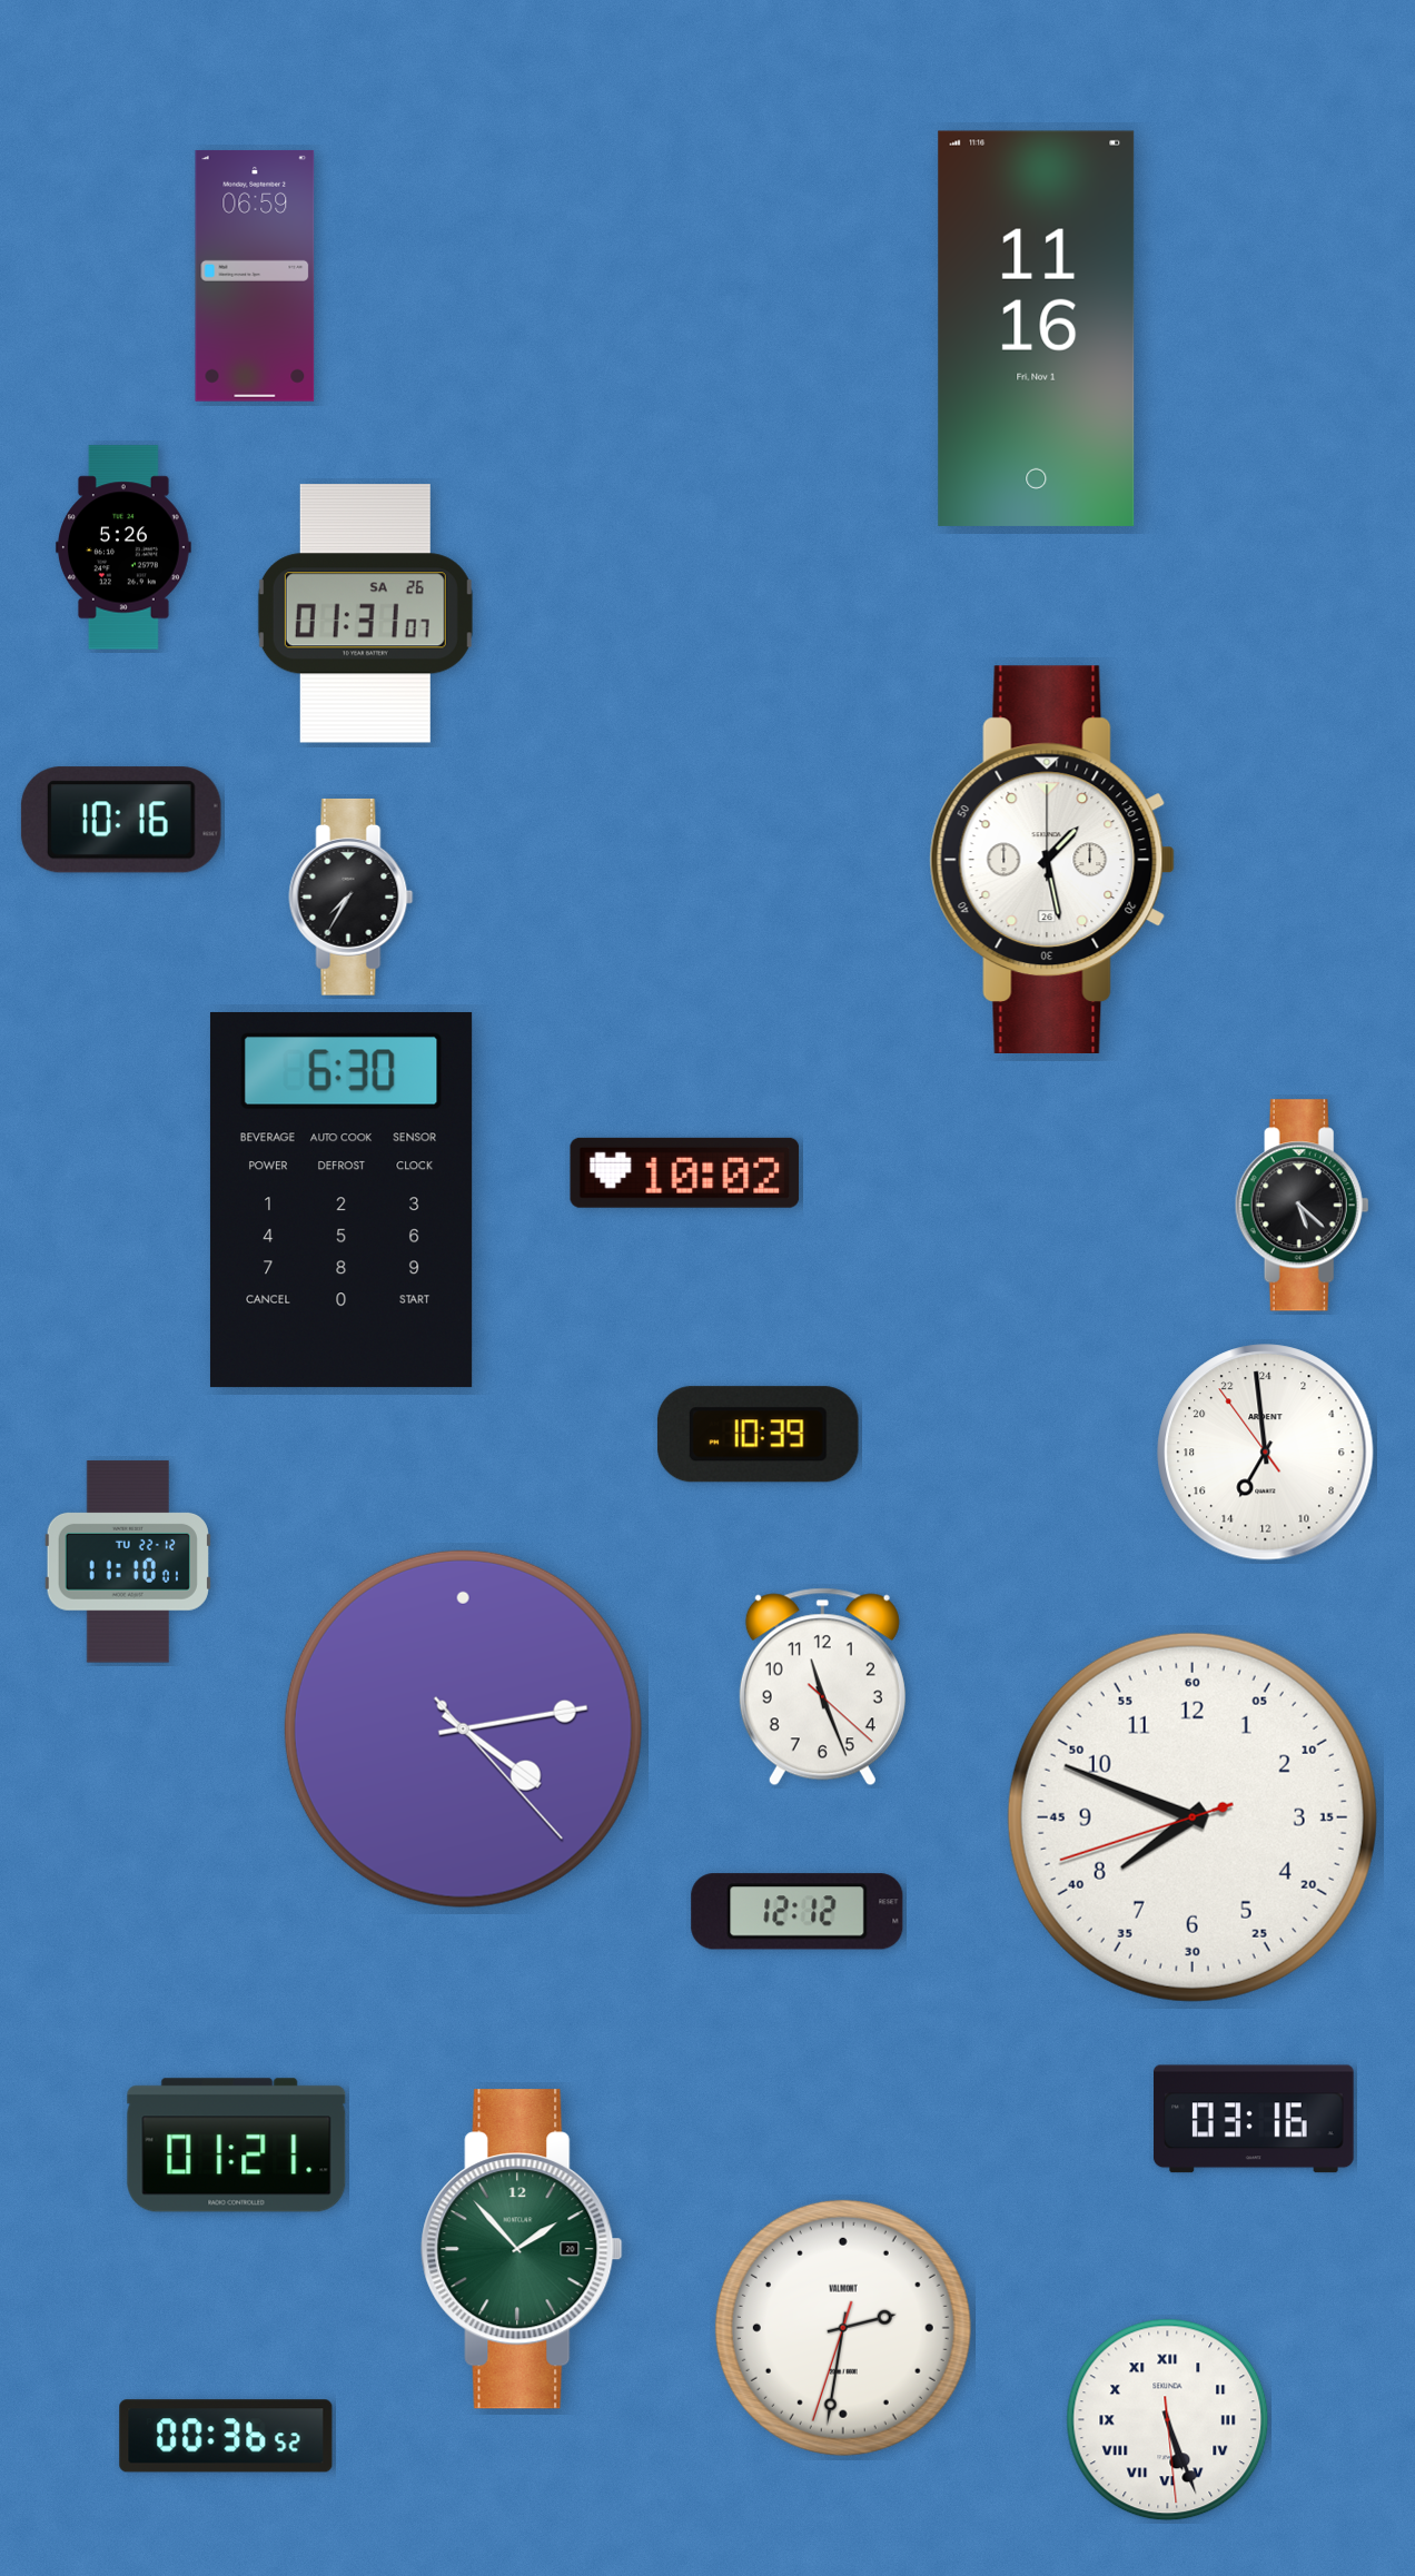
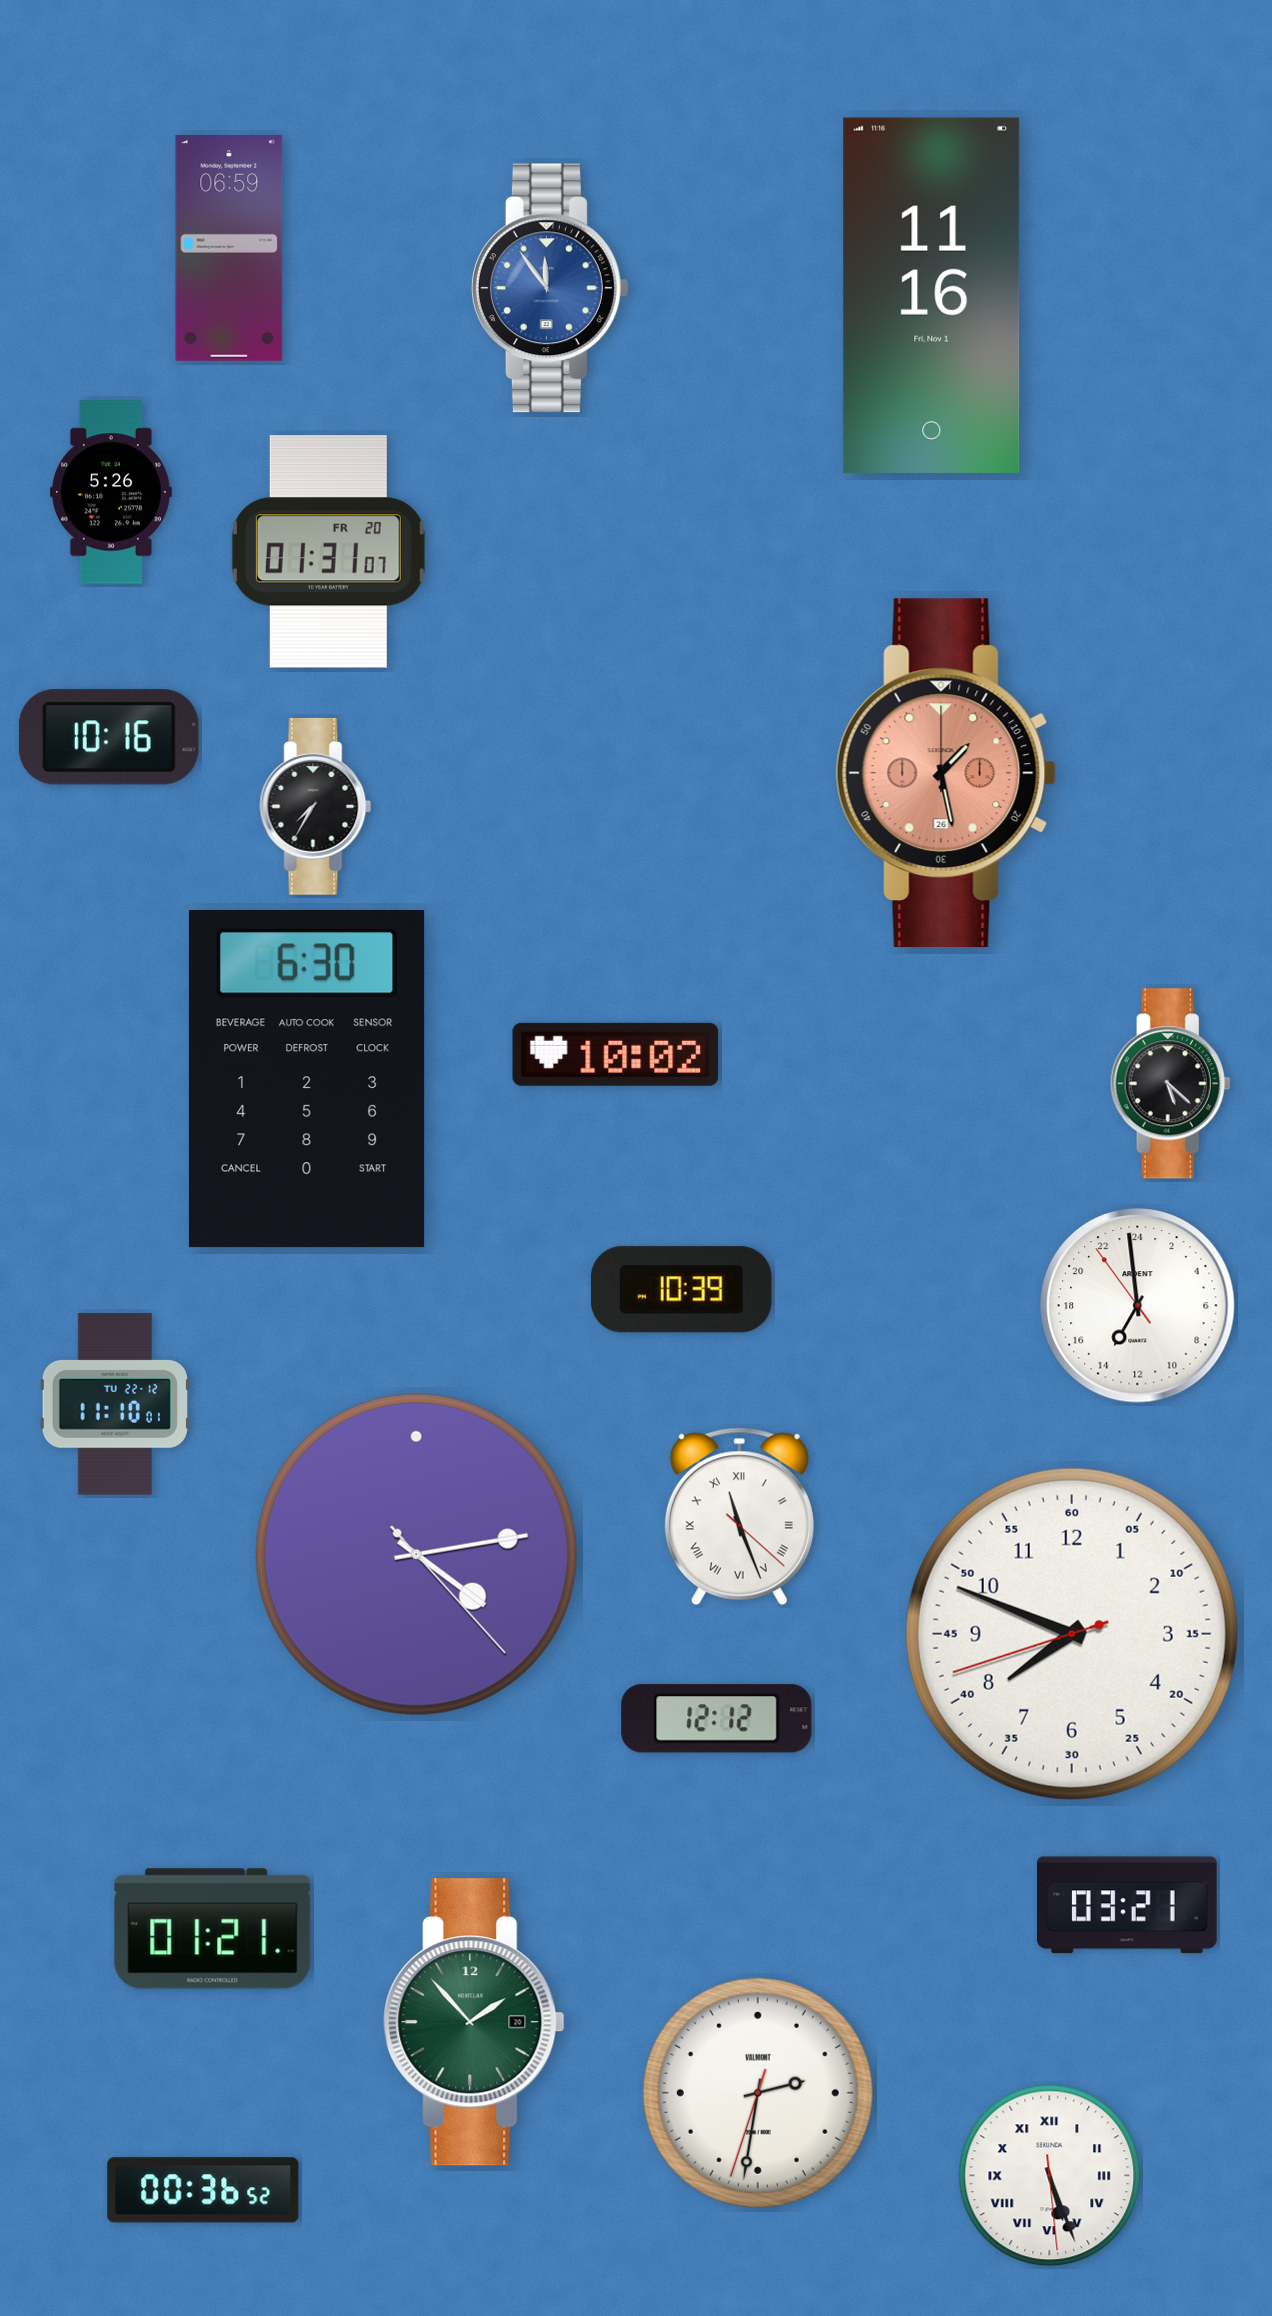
clock at (550, 288): none -> 11:54
clock at (365, 614) date: SA 26 -> FR 20
clock at (1052, 859) dial: white -> salmon
clock at (822, 1687) numerals: Arabic -> Roman
clock at (1255, 2119): 03:16 -> 03:21
clock at (522, 2249) position: (522, 2249) -> (474, 2022)
